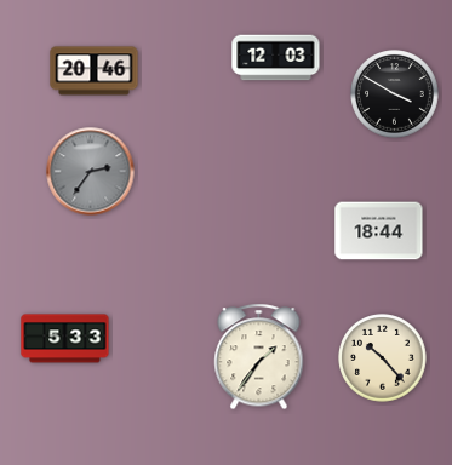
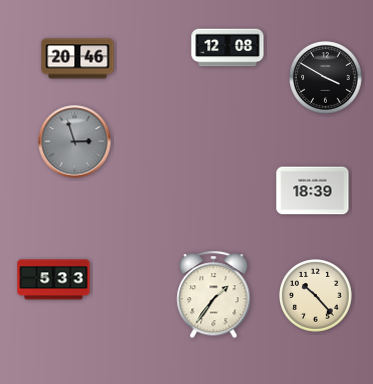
clock at (276, 58): 12:03 -> 12:08
clock at (91, 172): 2:36 -> 2:57
clock at (379, 231): 18:44 -> 18:39
